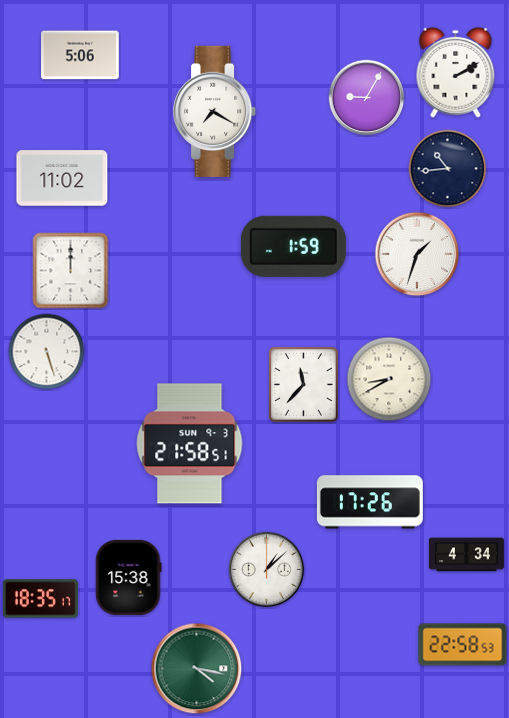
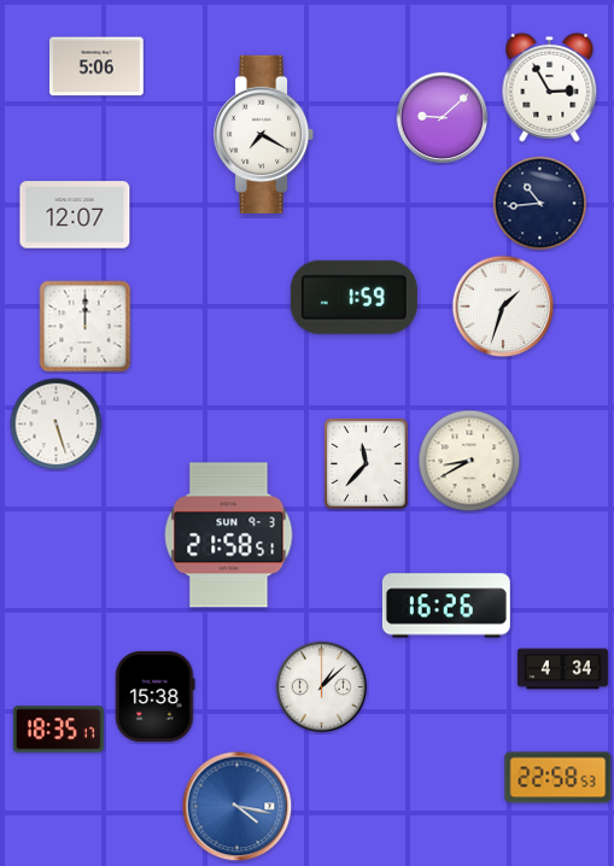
clock at (456, 72): 2:10 -> 2:55
clock at (367, 98): 9:05 -> 9:08
clock at (215, 111) position: (215, 111) -> (264, 134)
clock at (62, 178): 11:02 -> 12:07
clock at (389, 379) position: (389, 379) -> (469, 461)
clock at (370, 502): 17:26 -> 16:26
clock at (40, 599) position: (40, 599) -> (58, 730)
clock at (197, 669) dial: green -> blue
